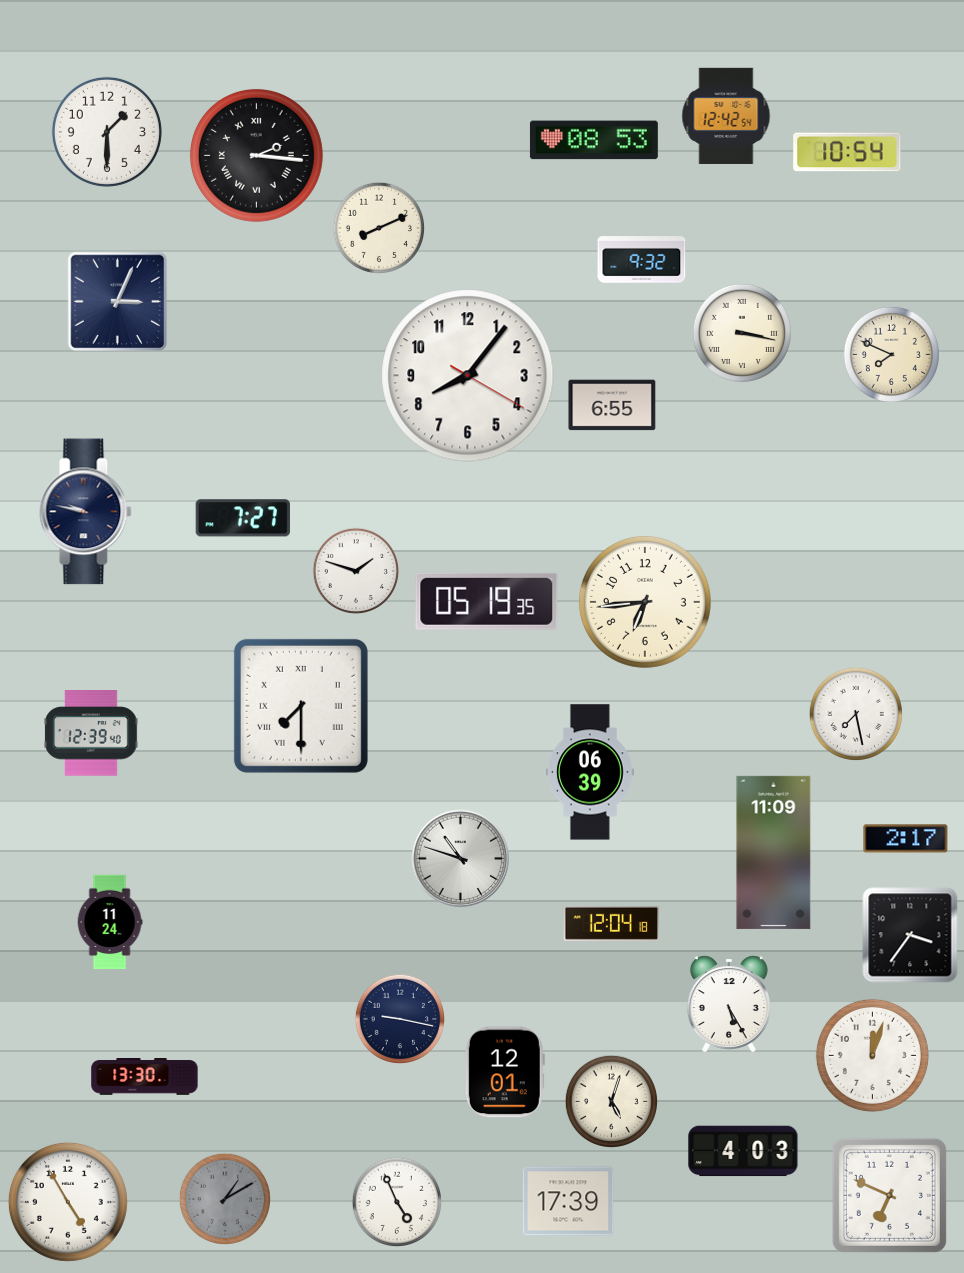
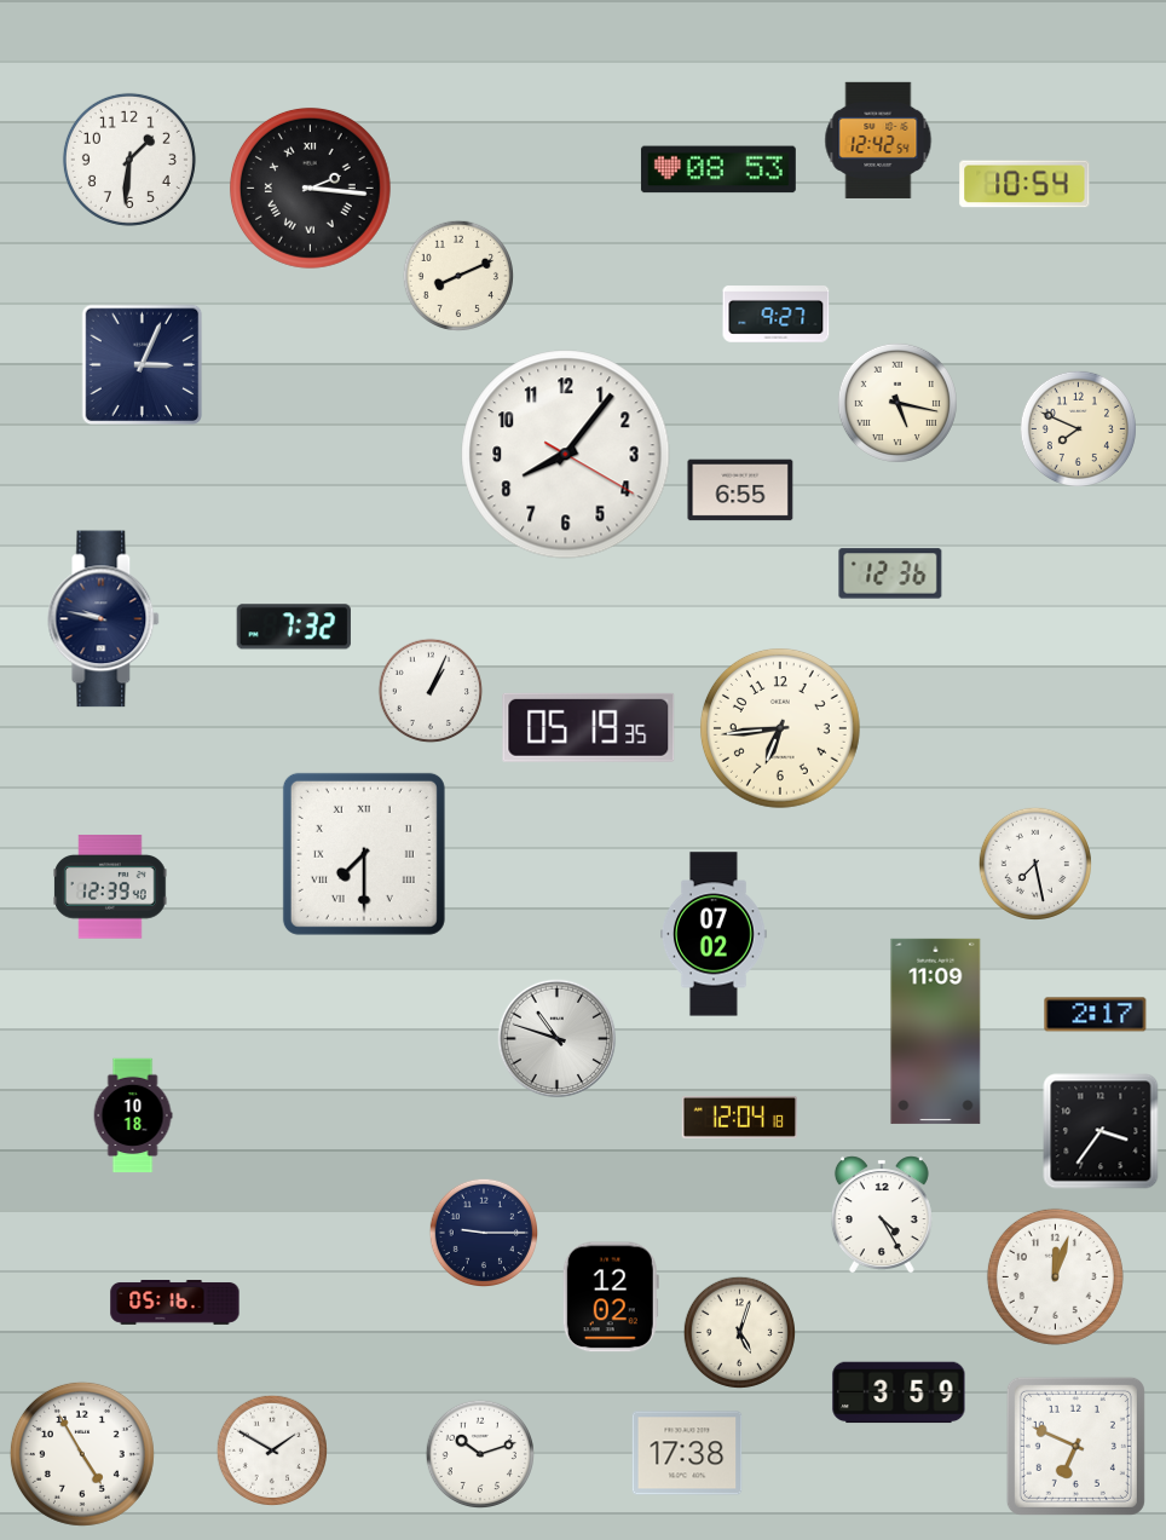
clock at (107, 132): 1:30 -> 1:31
clock at (642, 260): 9:32 -> 9:27
clock at (742, 333): 3:17 -> 5:17
clock at (890, 573): none -> 12:36
clock at (243, 518): 7:27 -> 7:32
clock at (356, 571): 1:48 -> 1:04
clock at (591, 772): 06:39 -> 07:02
clock at (110, 922): 11:24 -> 10:18
clock at (729, 1004): 5:25 -> 4:25
clock at (399, 1018): 9:17 -> 9:15
clock at (505, 1072): 12:01 -> 12:02
clock at (145, 1077): 13:30 -> 05:16
clock at (743, 1151): 4:03 -> 3:59
clock at (224, 1198): 1:10 -> 1:50
clock at (224, 1198) dial: grey -> white
clock at (396, 1201): 4:56 -> 10:12
clock at (568, 1201): 17:39 -> 17:38
